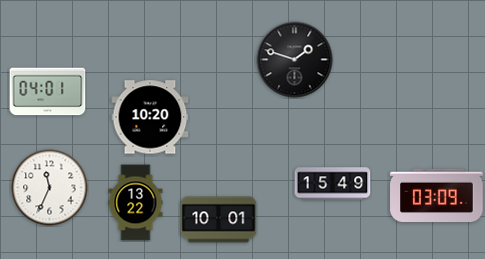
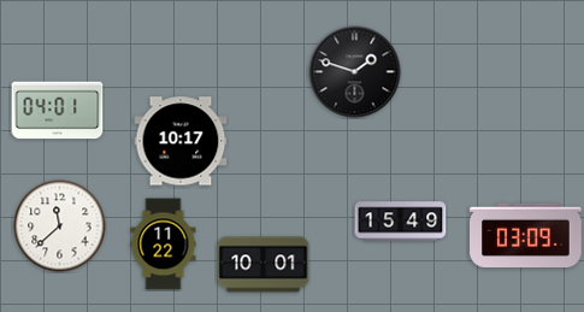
clock at (150, 117): 10:20 -> 10:17
clock at (50, 188): 11:34 -> 11:38
clock at (136, 203): 13:22 -> 11:22
